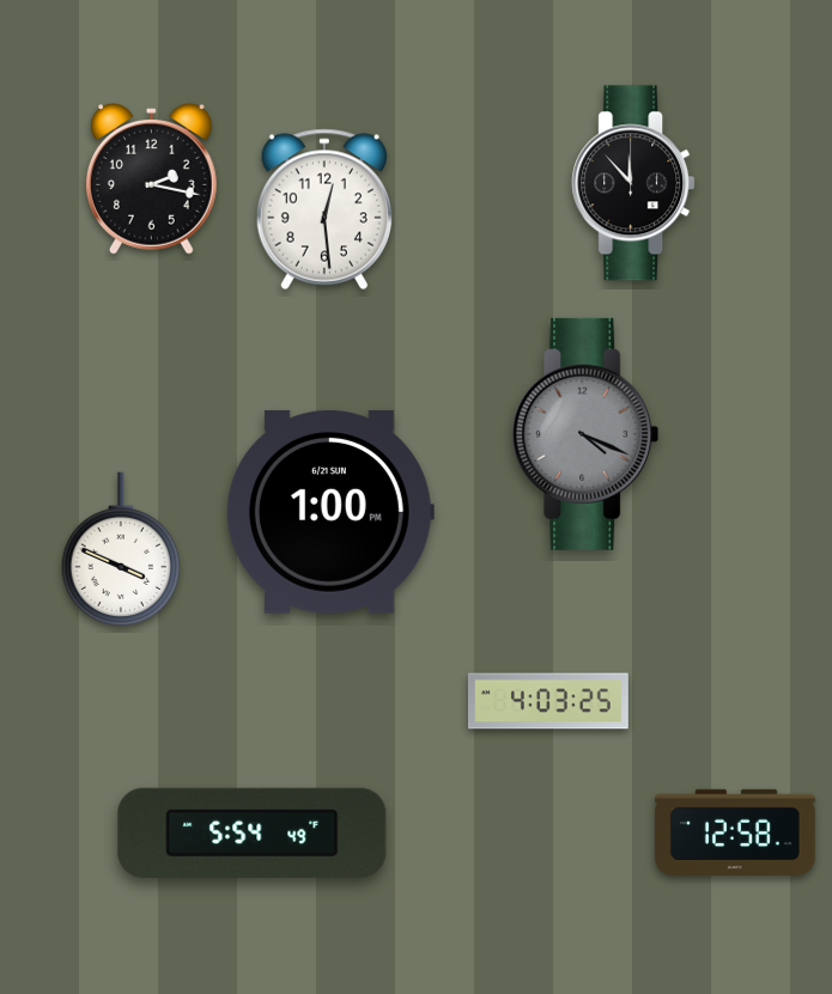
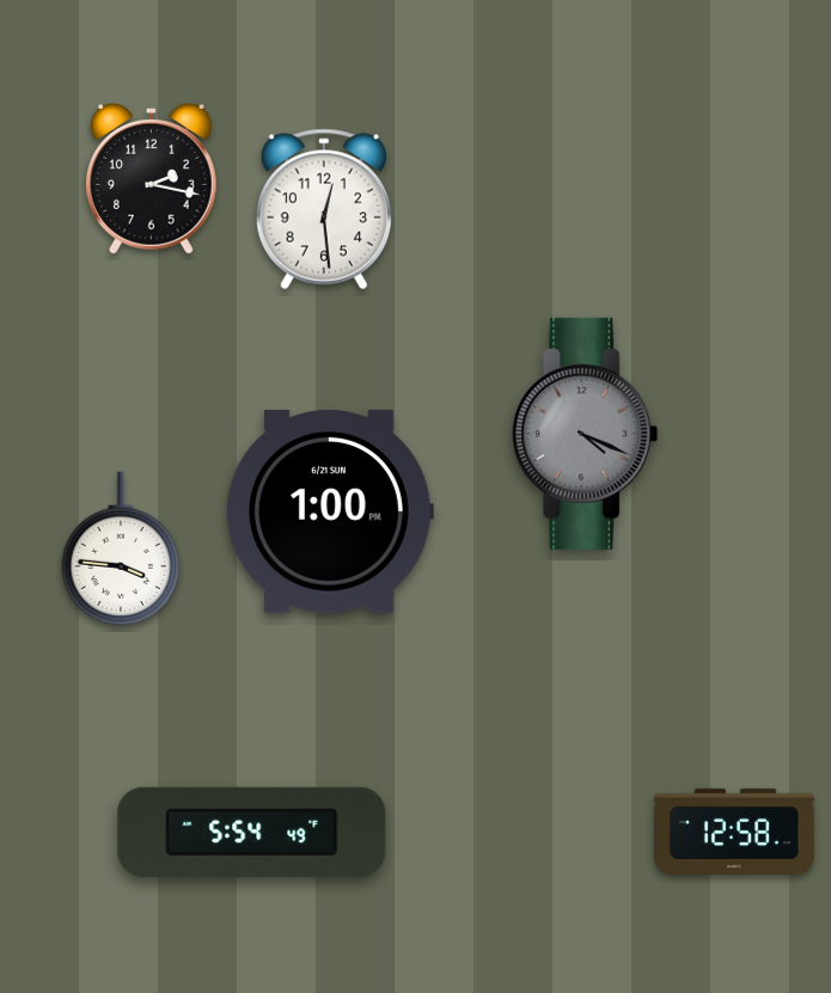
clock at (633, 183): 11:53 -> none
clock at (120, 550): 3:49 -> 3:46
clock at (548, 701): 4:03 -> none
